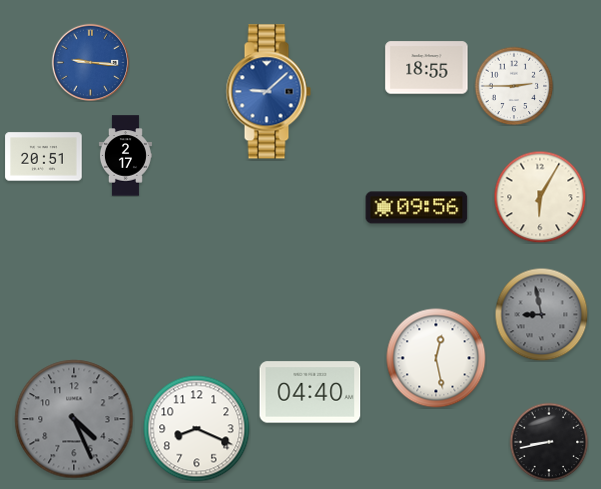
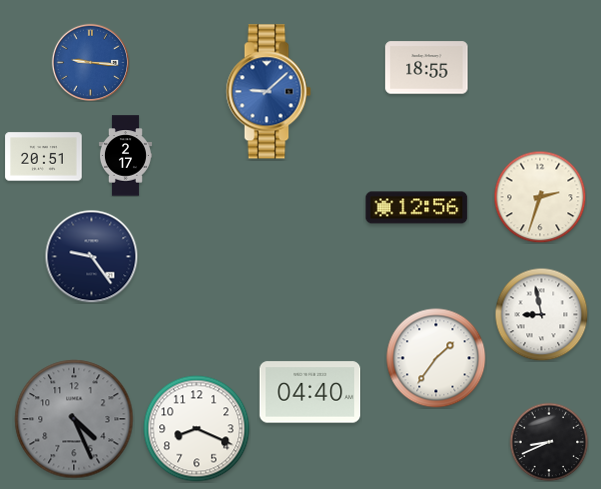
clock at (514, 86): 2:45 -> none
clock at (540, 197): 6:05 -> 2:33
clock at (417, 208): 09:56 -> 12:56
clock at (91, 256): none -> 9:24
clock at (541, 314) dial: grey -> white
clock at (436, 358): 12:28 -> 1:36
clock at (549, 442): 8:43 -> 8:41
